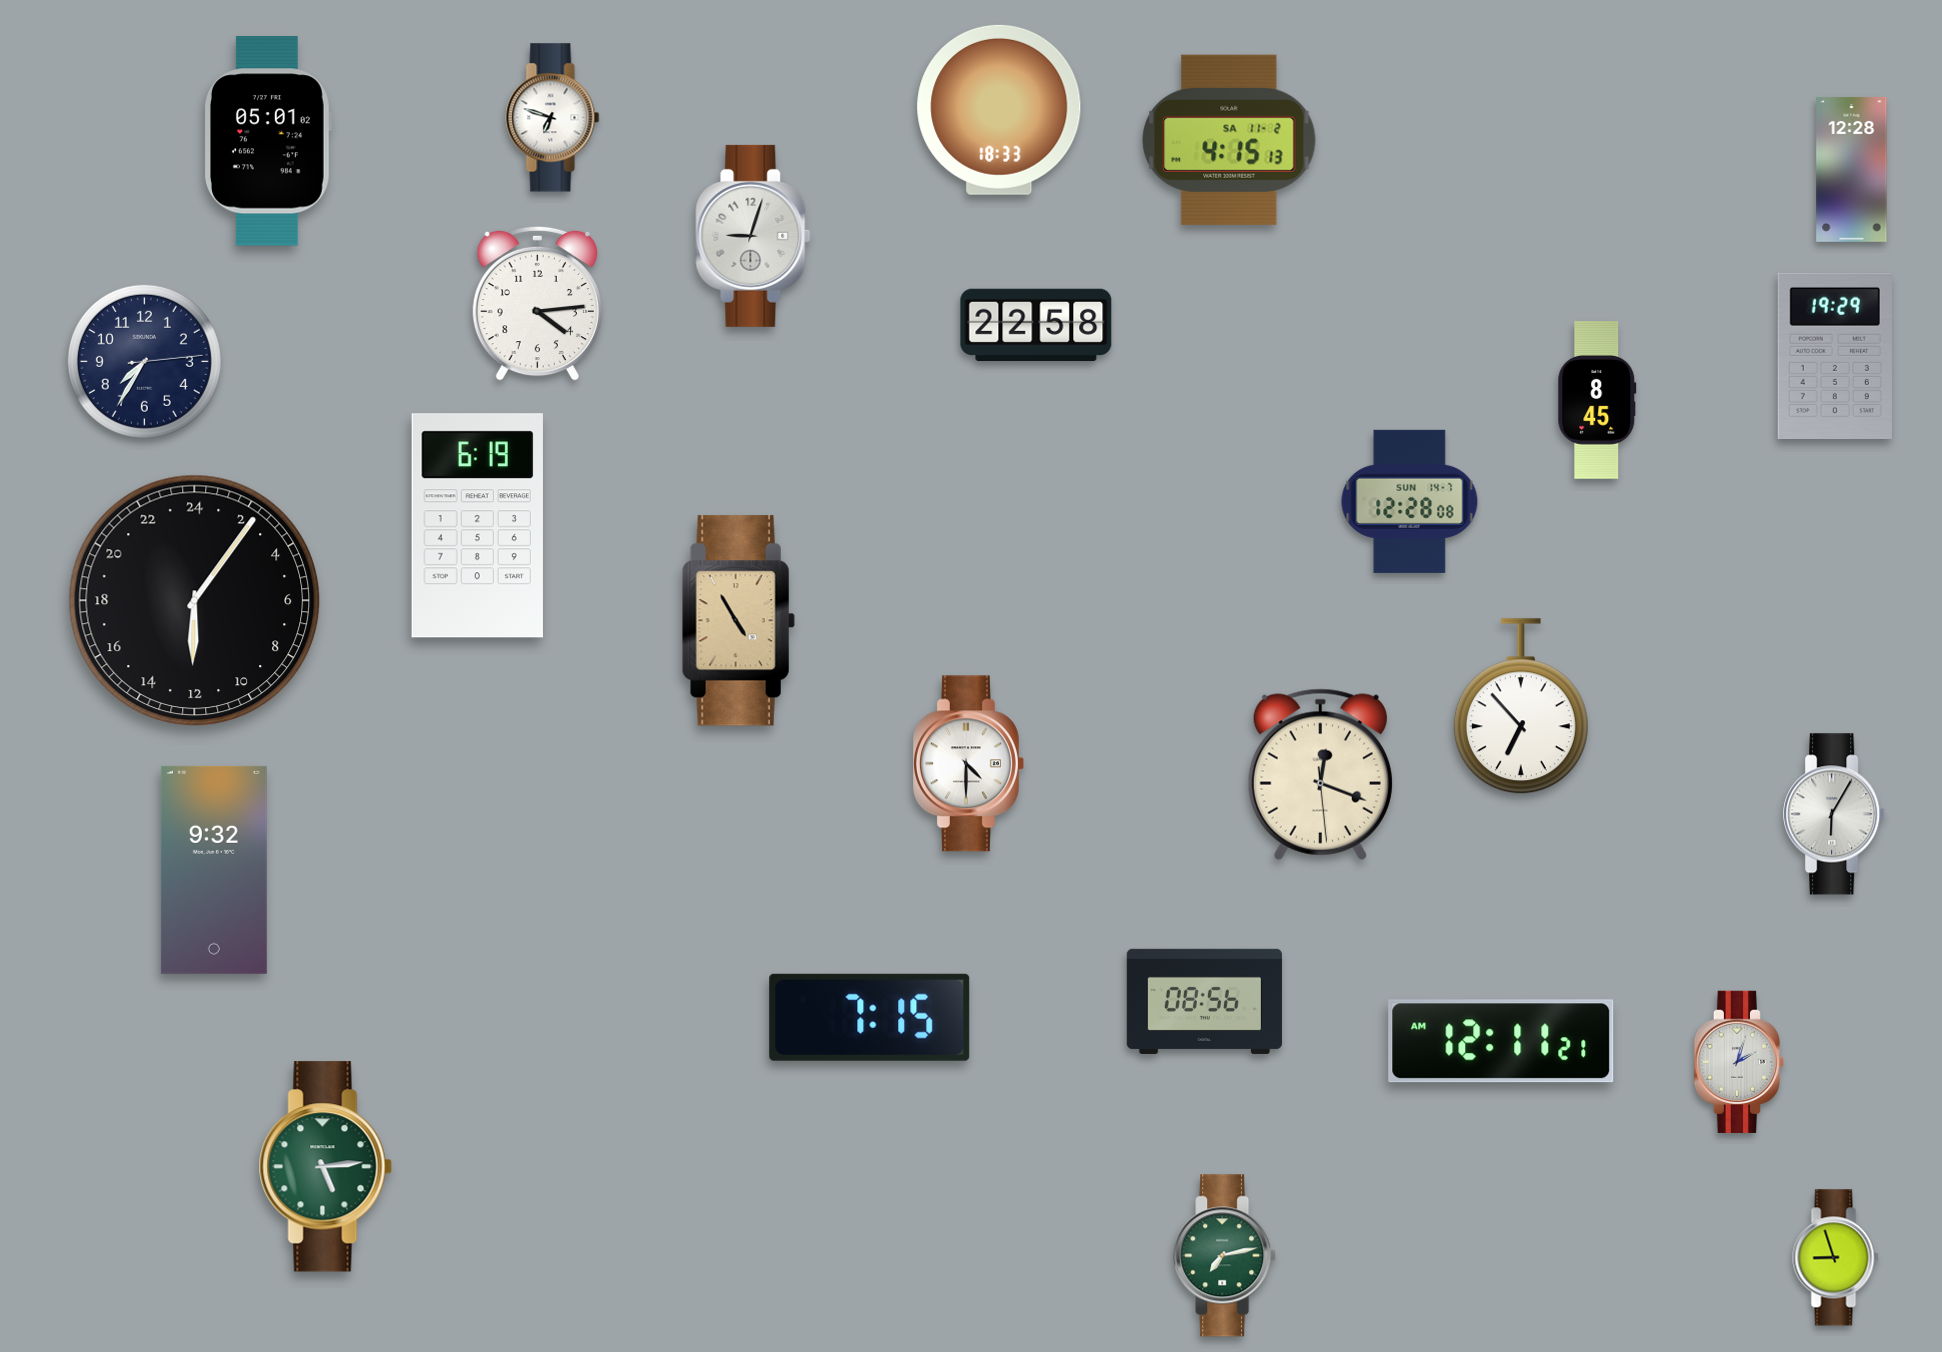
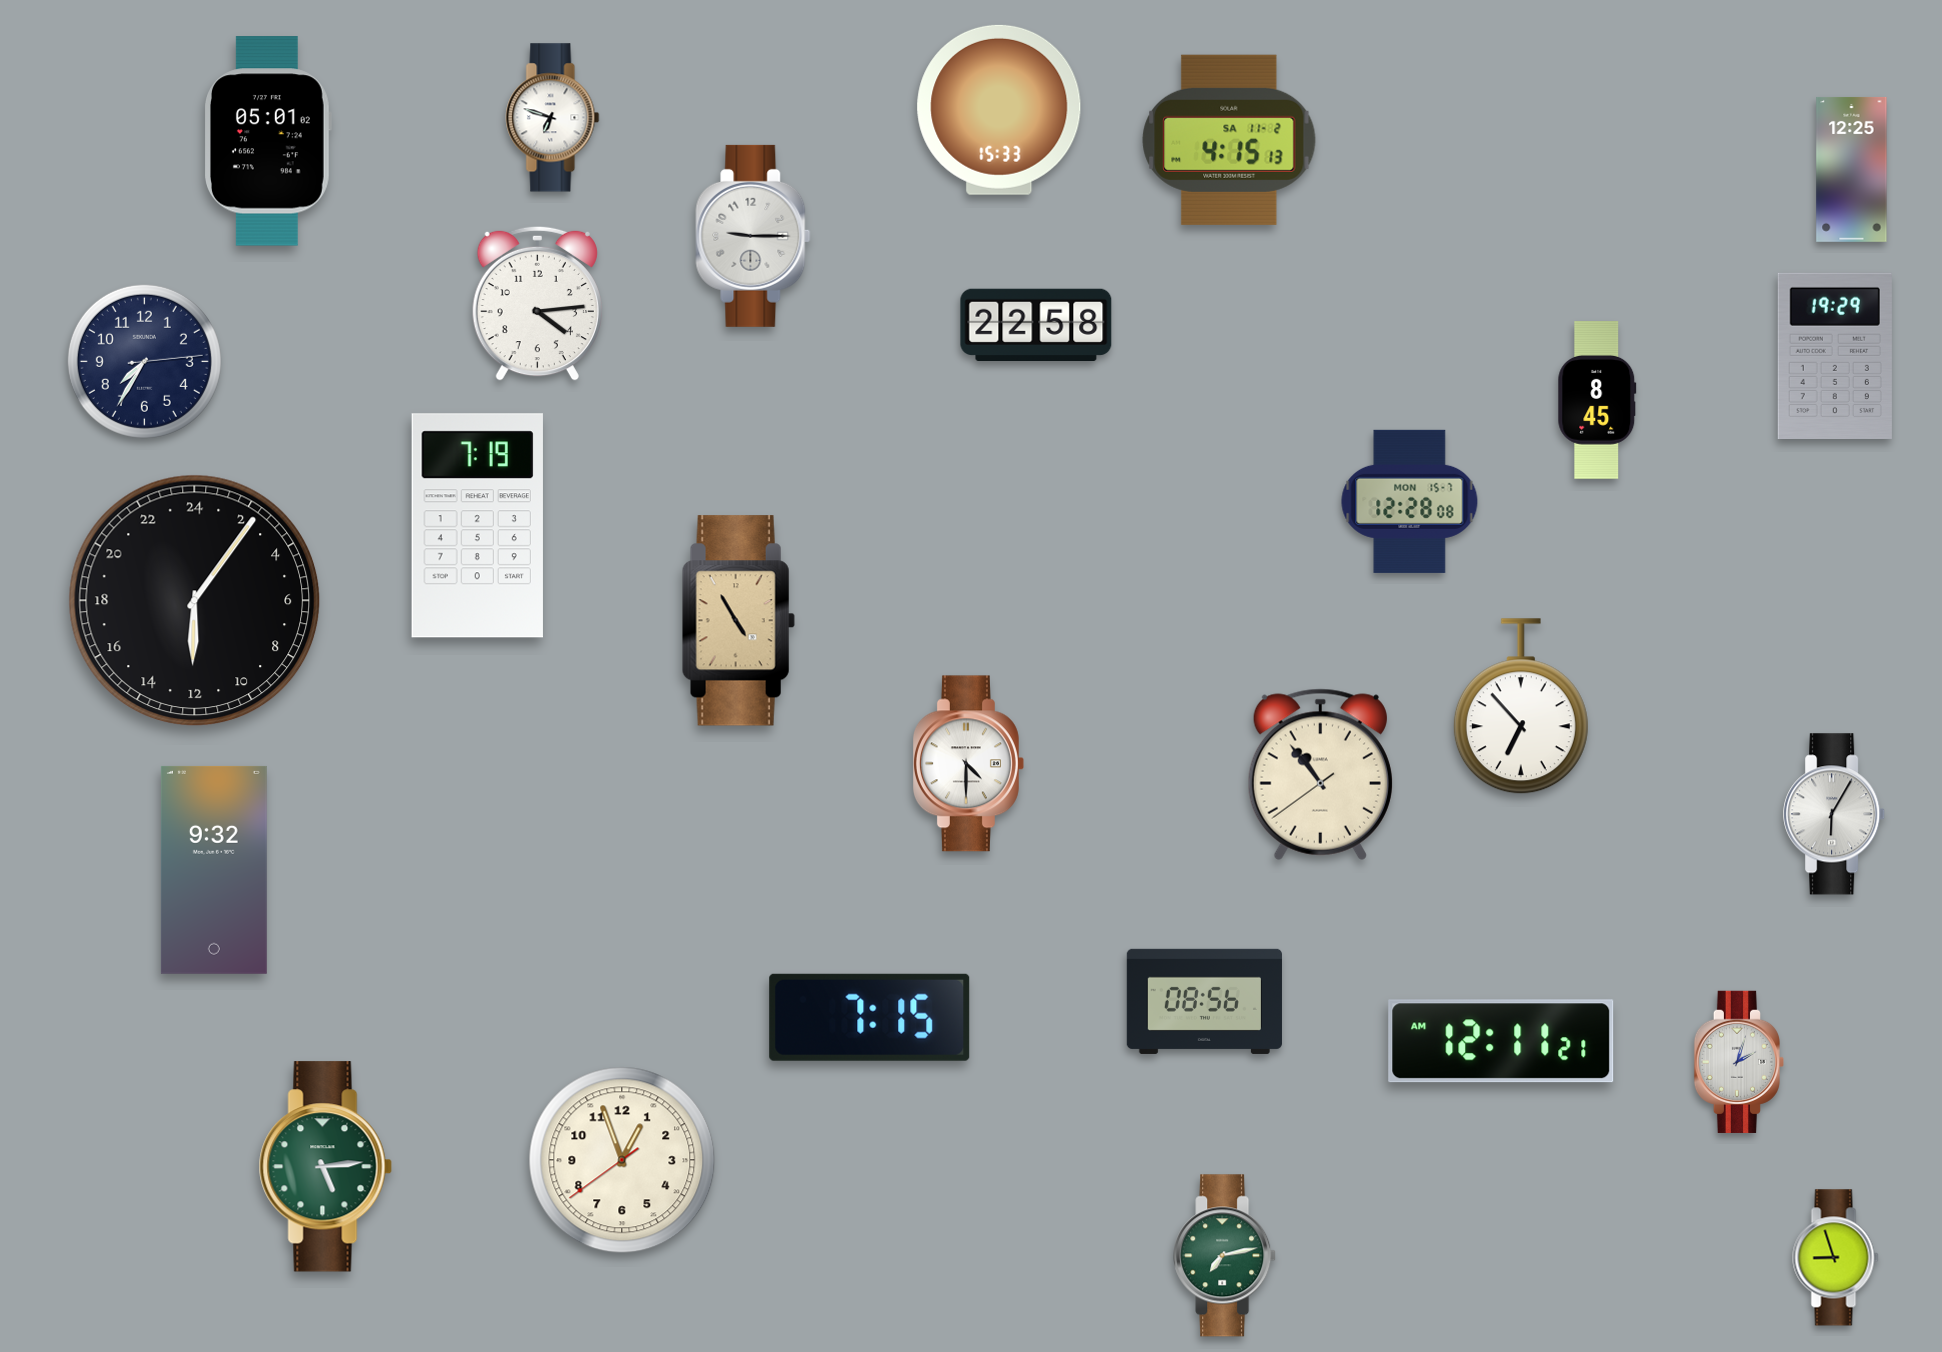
clock at (999, 110): 18:33 -> 15:33
clock at (1852, 169): 12:28 -> 12:25
clock at (753, 236): 9:03 -> 9:15
clock at (1410, 501) date: SUN 14-7 -> MON 15-7
clock at (477, 526): 6:19 -> 7:19
clock at (1320, 774): 12:18 -> 10:53
clock at (622, 1160): none -> 12:56
